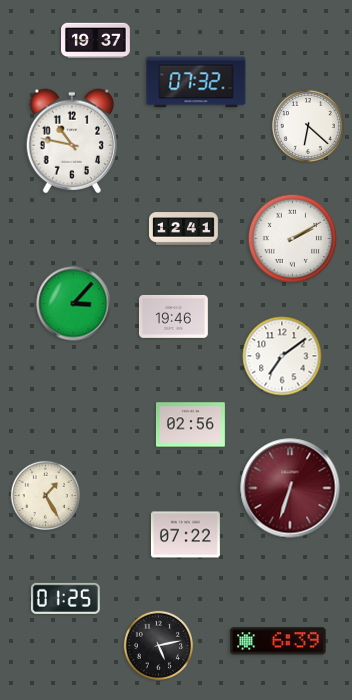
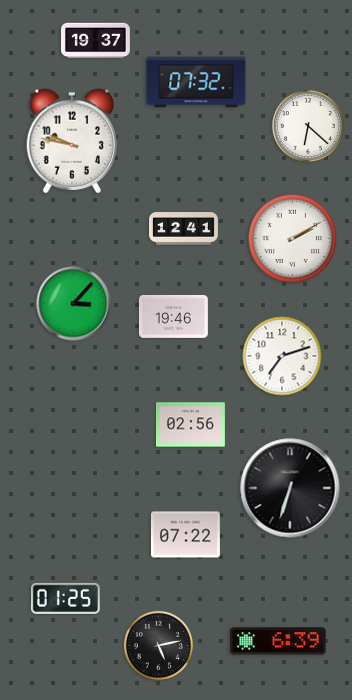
clock at (71, 141): 10:47 -> 9:47
clock at (282, 356): 7:09 -> 7:12
clock at (290, 488) dial: burgundy -> black
clock at (45, 495): 1:25 -> none
